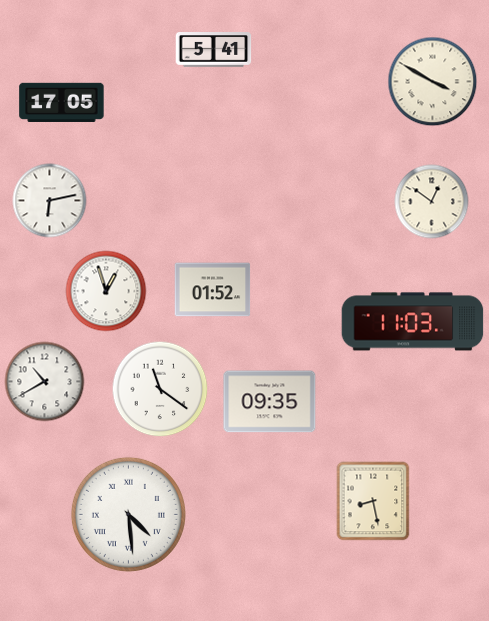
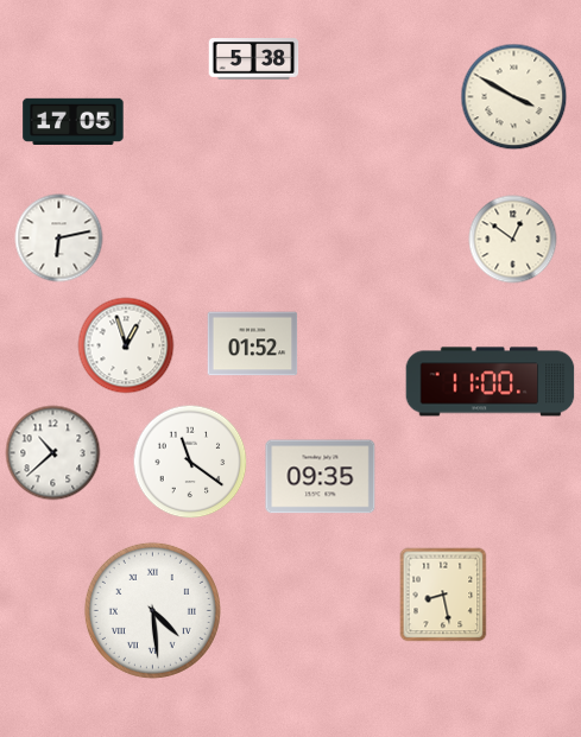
clock at (214, 50): 5:41 -> 5:38
clock at (413, 322): 11:03 -> 11:00
clock at (45, 382): 10:40 -> 10:38
